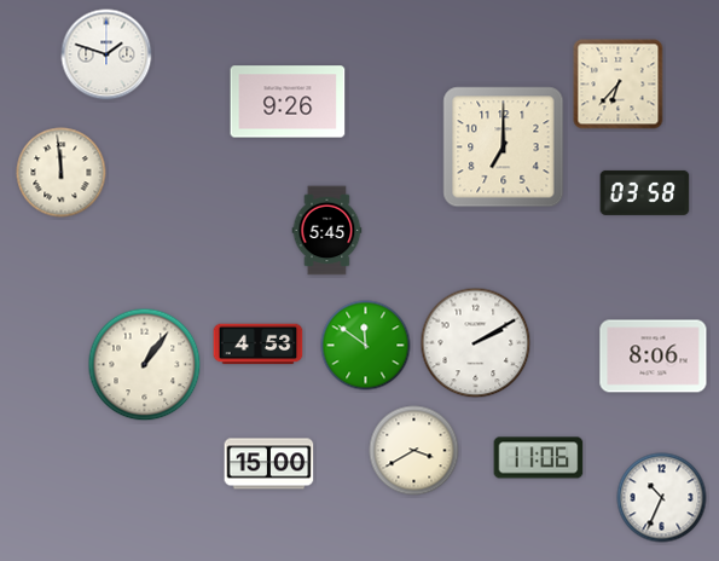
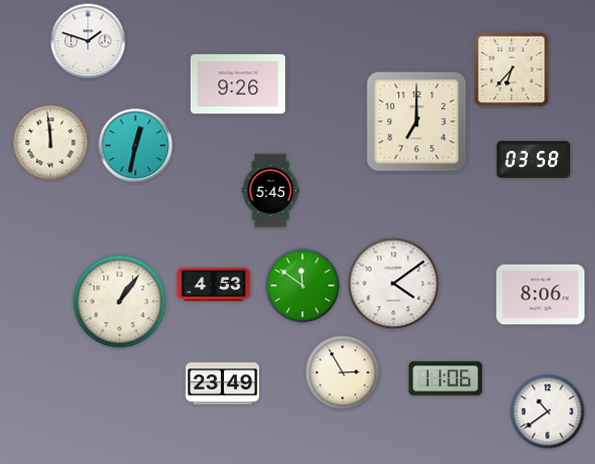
clock at (106, 54) position: (106, 54) -> (88, 41)
clock at (136, 146): none -> 12:32
clock at (476, 343): 2:10 -> 4:09
clock at (414, 451): 3:40 -> 2:55
clock at (269, 464): 15:00 -> 23:49
clock at (662, 498): 10:34 -> 10:39
